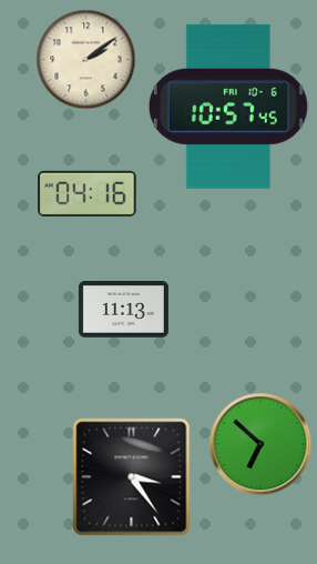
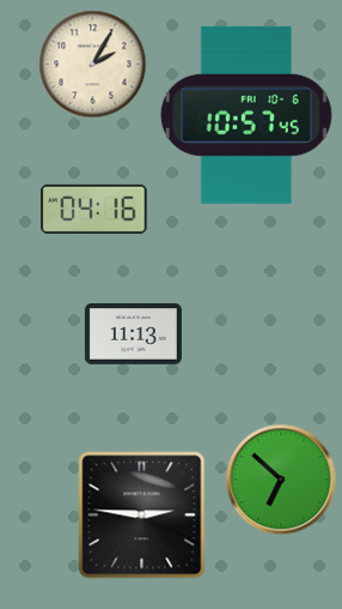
clock at (86, 60): 2:09 -> 2:05
clock at (132, 477): 3:24 -> 2:46
